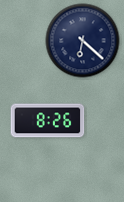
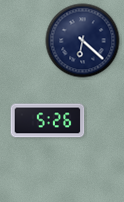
clock at (48, 121): 8:26 -> 5:26
